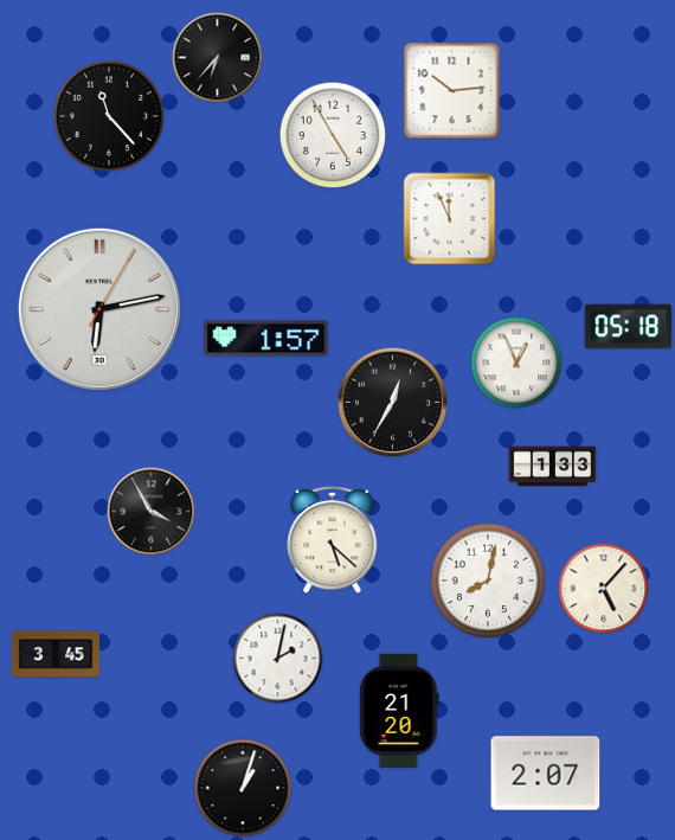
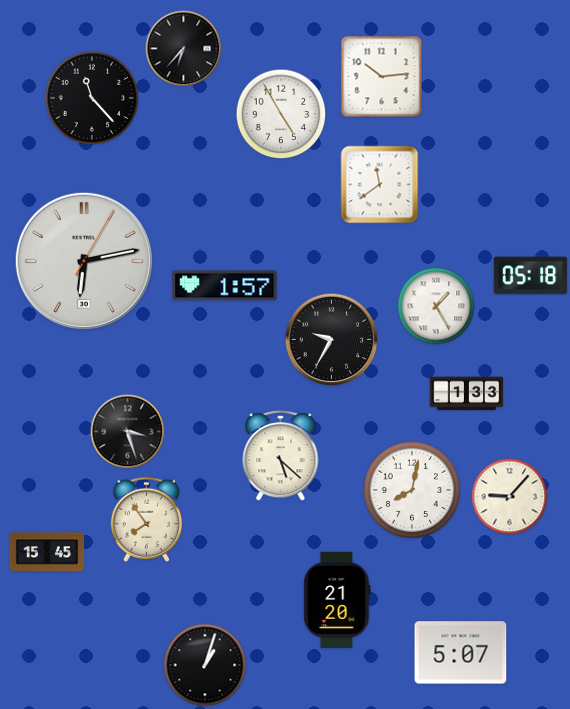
clock at (450, 219): 11:56 -> 11:39
clock at (516, 363): 12:56 -> 1:25
clock at (393, 403): 12:35 -> 9:35
clock at (152, 512): 3:55 -> 3:27
clock at (604, 589): 5:07 -> 9:07
clock at (147, 519): none -> 7:54
clock at (56, 654): 3:45 -> 15:45
clock at (278, 659): 2:02 -> none
clock at (546, 774): 2:07 -> 5:07
